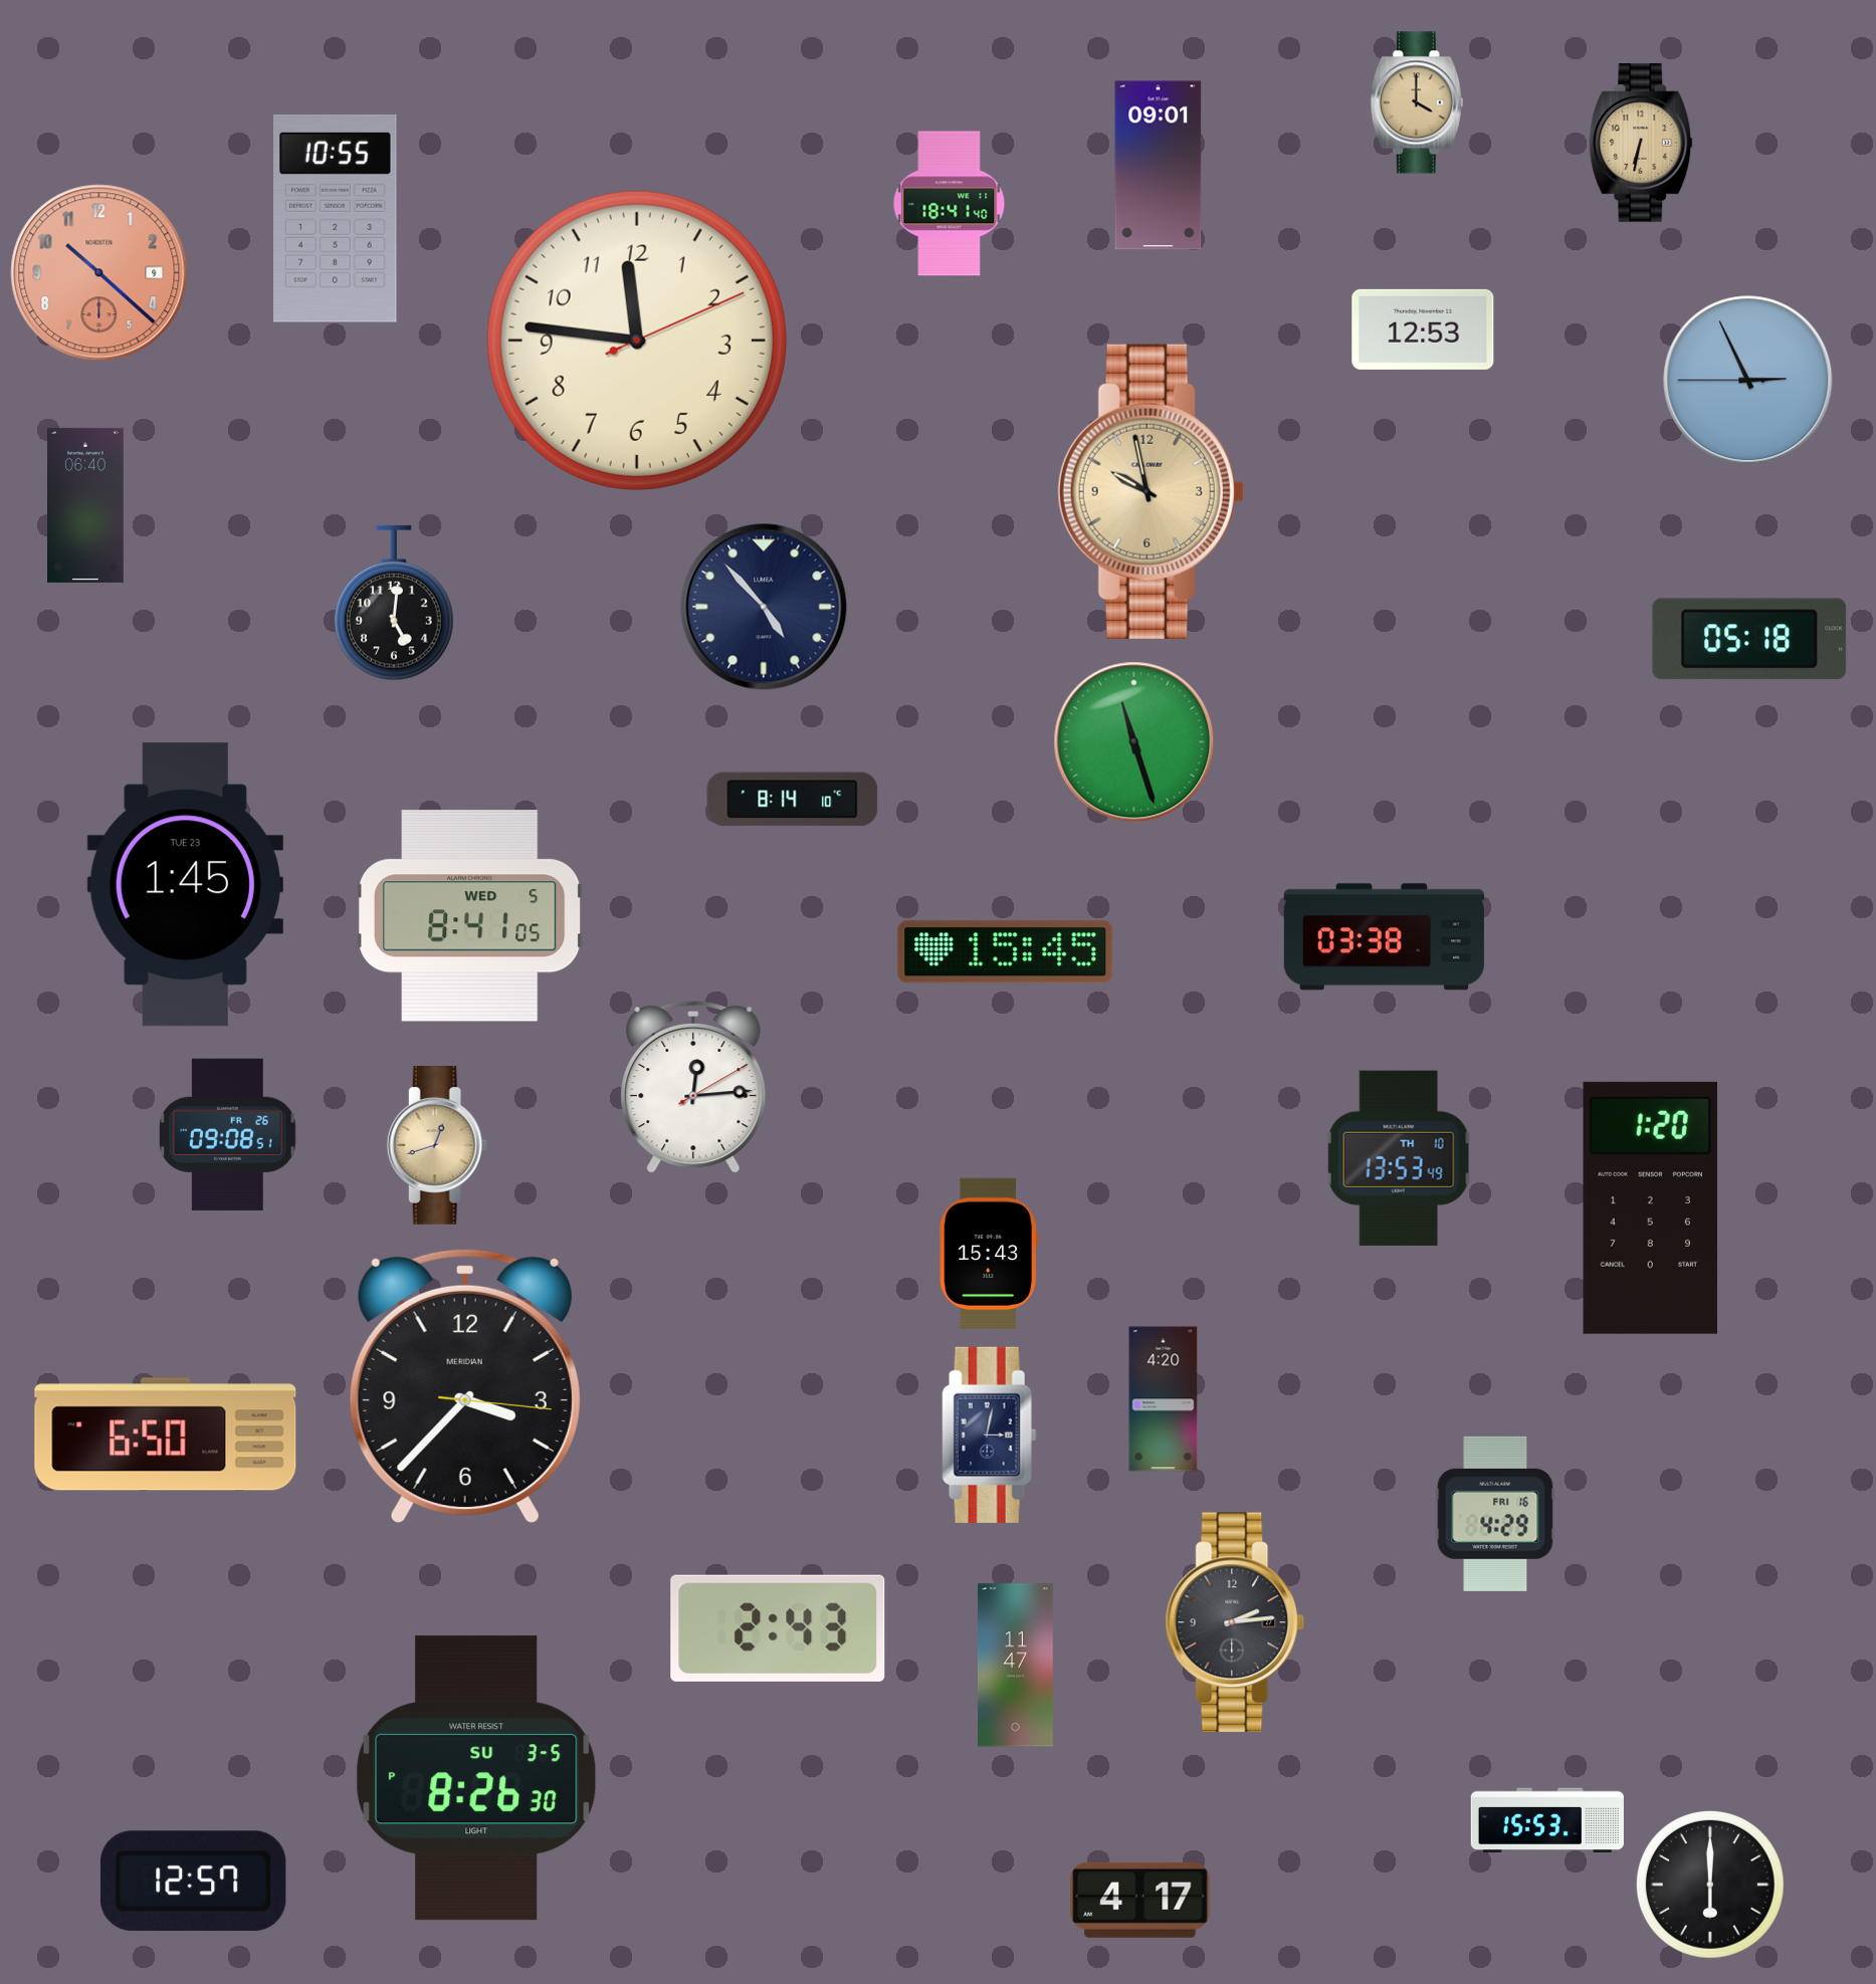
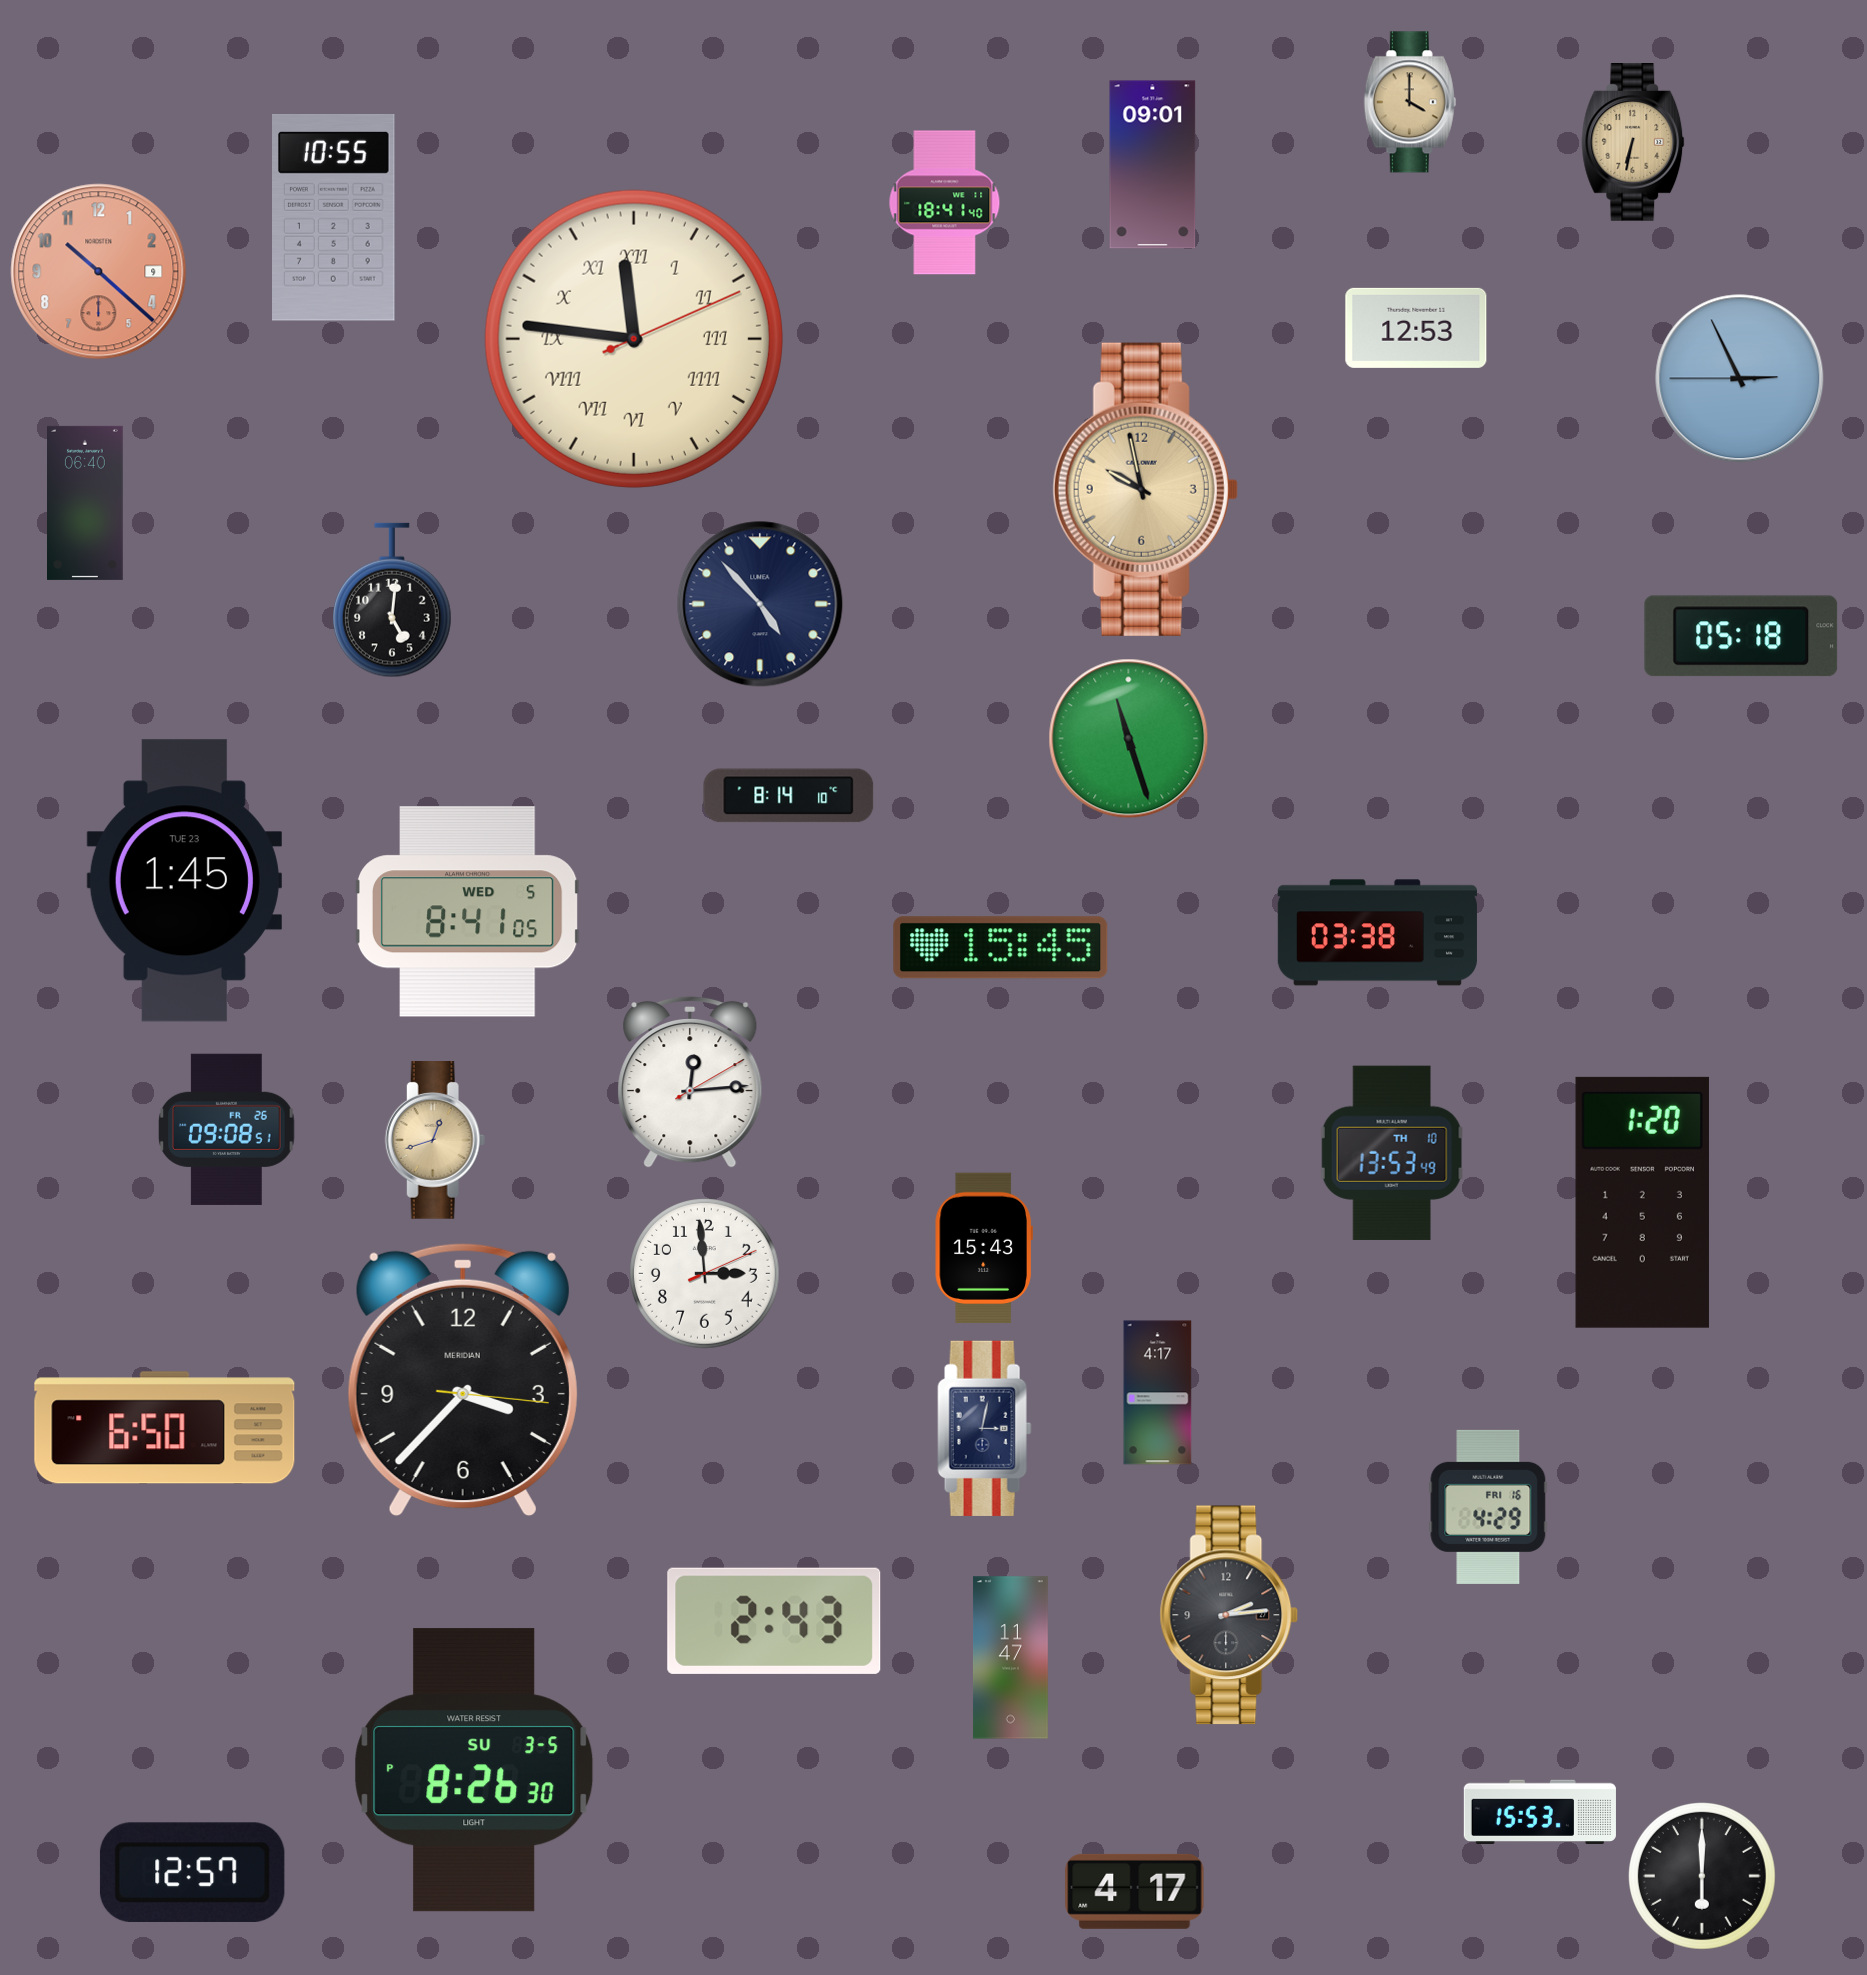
clock at (637, 341) numerals: Arabic -> Roman
clock at (705, 1274): none -> 2:59
clock at (1164, 1399): 4:20 -> 4:17
